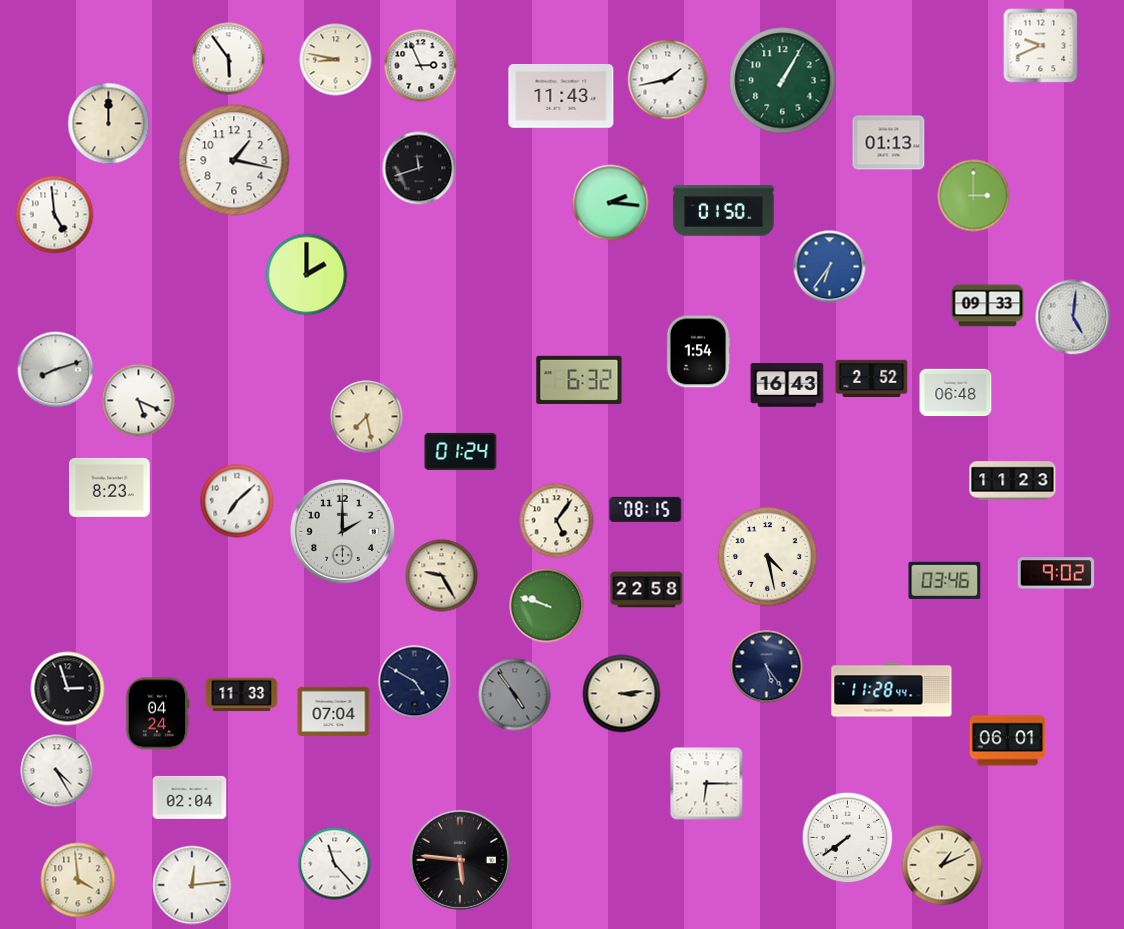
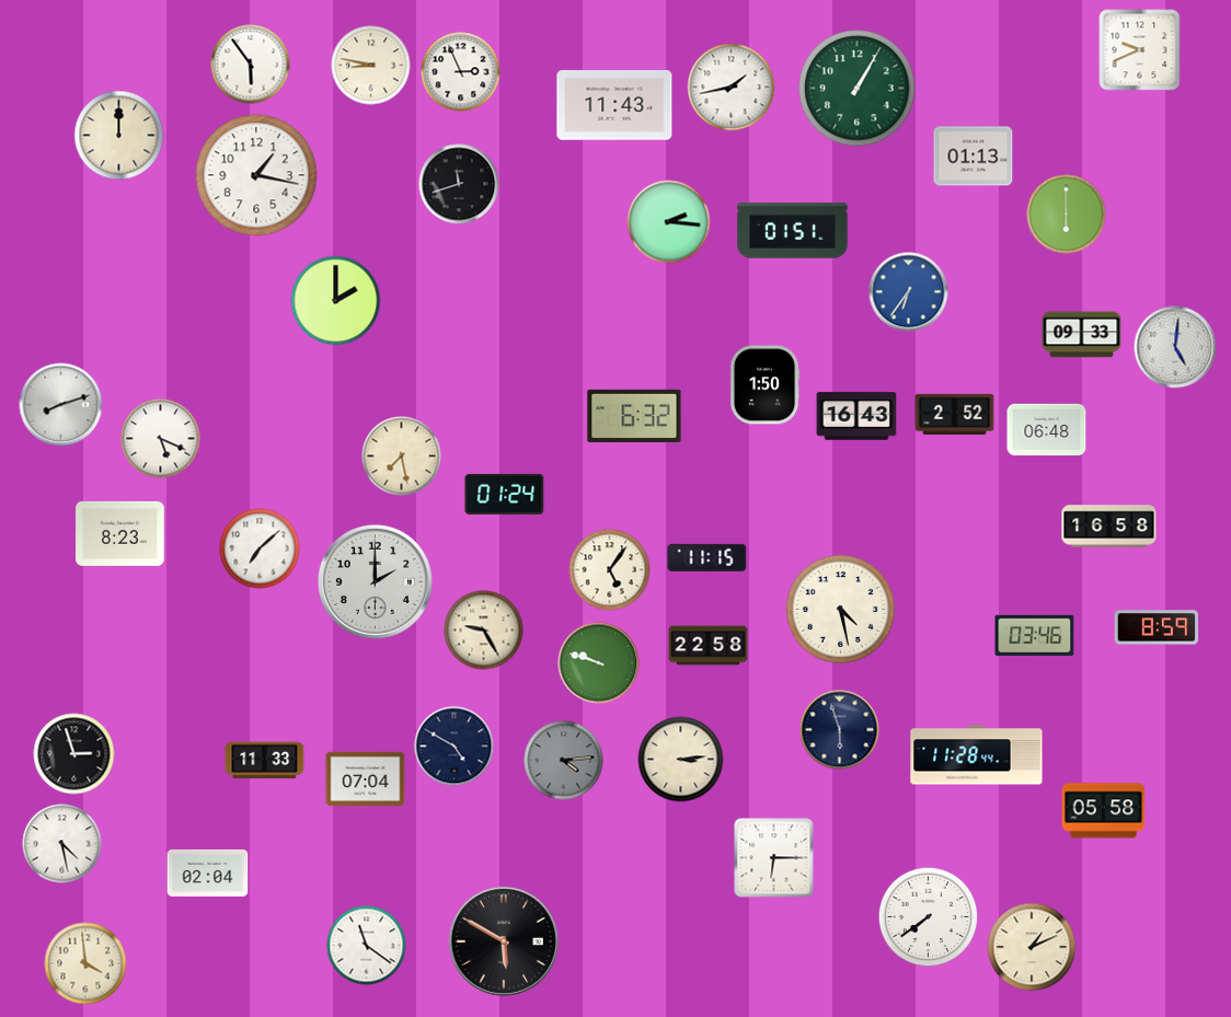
clock at (336, 60) position: (336, 60) -> (371, 66)
clock at (974, 196): 3:00 -> 6:00
clock at (724, 211): 01:50 -> 01:51
clock at (55, 215): 4:59 -> none
clock at (698, 352): 1:54 -> 1:50
clock at (787, 385) position: (787, 385) -> (856, 416)
clock at (139, 401) position: (139, 401) -> (161, 439)
clock at (1013, 481): 11:23 -> 16:58
clock at (646, 509): 08:15 -> 11:15
clock at (1056, 573): 9:02 -> 8:59
clock at (767, 667): 5:24 -> 5:57
clock at (515, 695): 4:54 -> 4:14
clock at (157, 714): 04:24 -> none
clock at (1008, 741): 06:01 -> 05:58
clock at (57, 771): 4:25 -> 4:28
clock at (460, 860): 5:46 -> 5:50
clock at (335, 864): 11:23 -> 11:21
clock at (192, 885): 12:14 -> none
